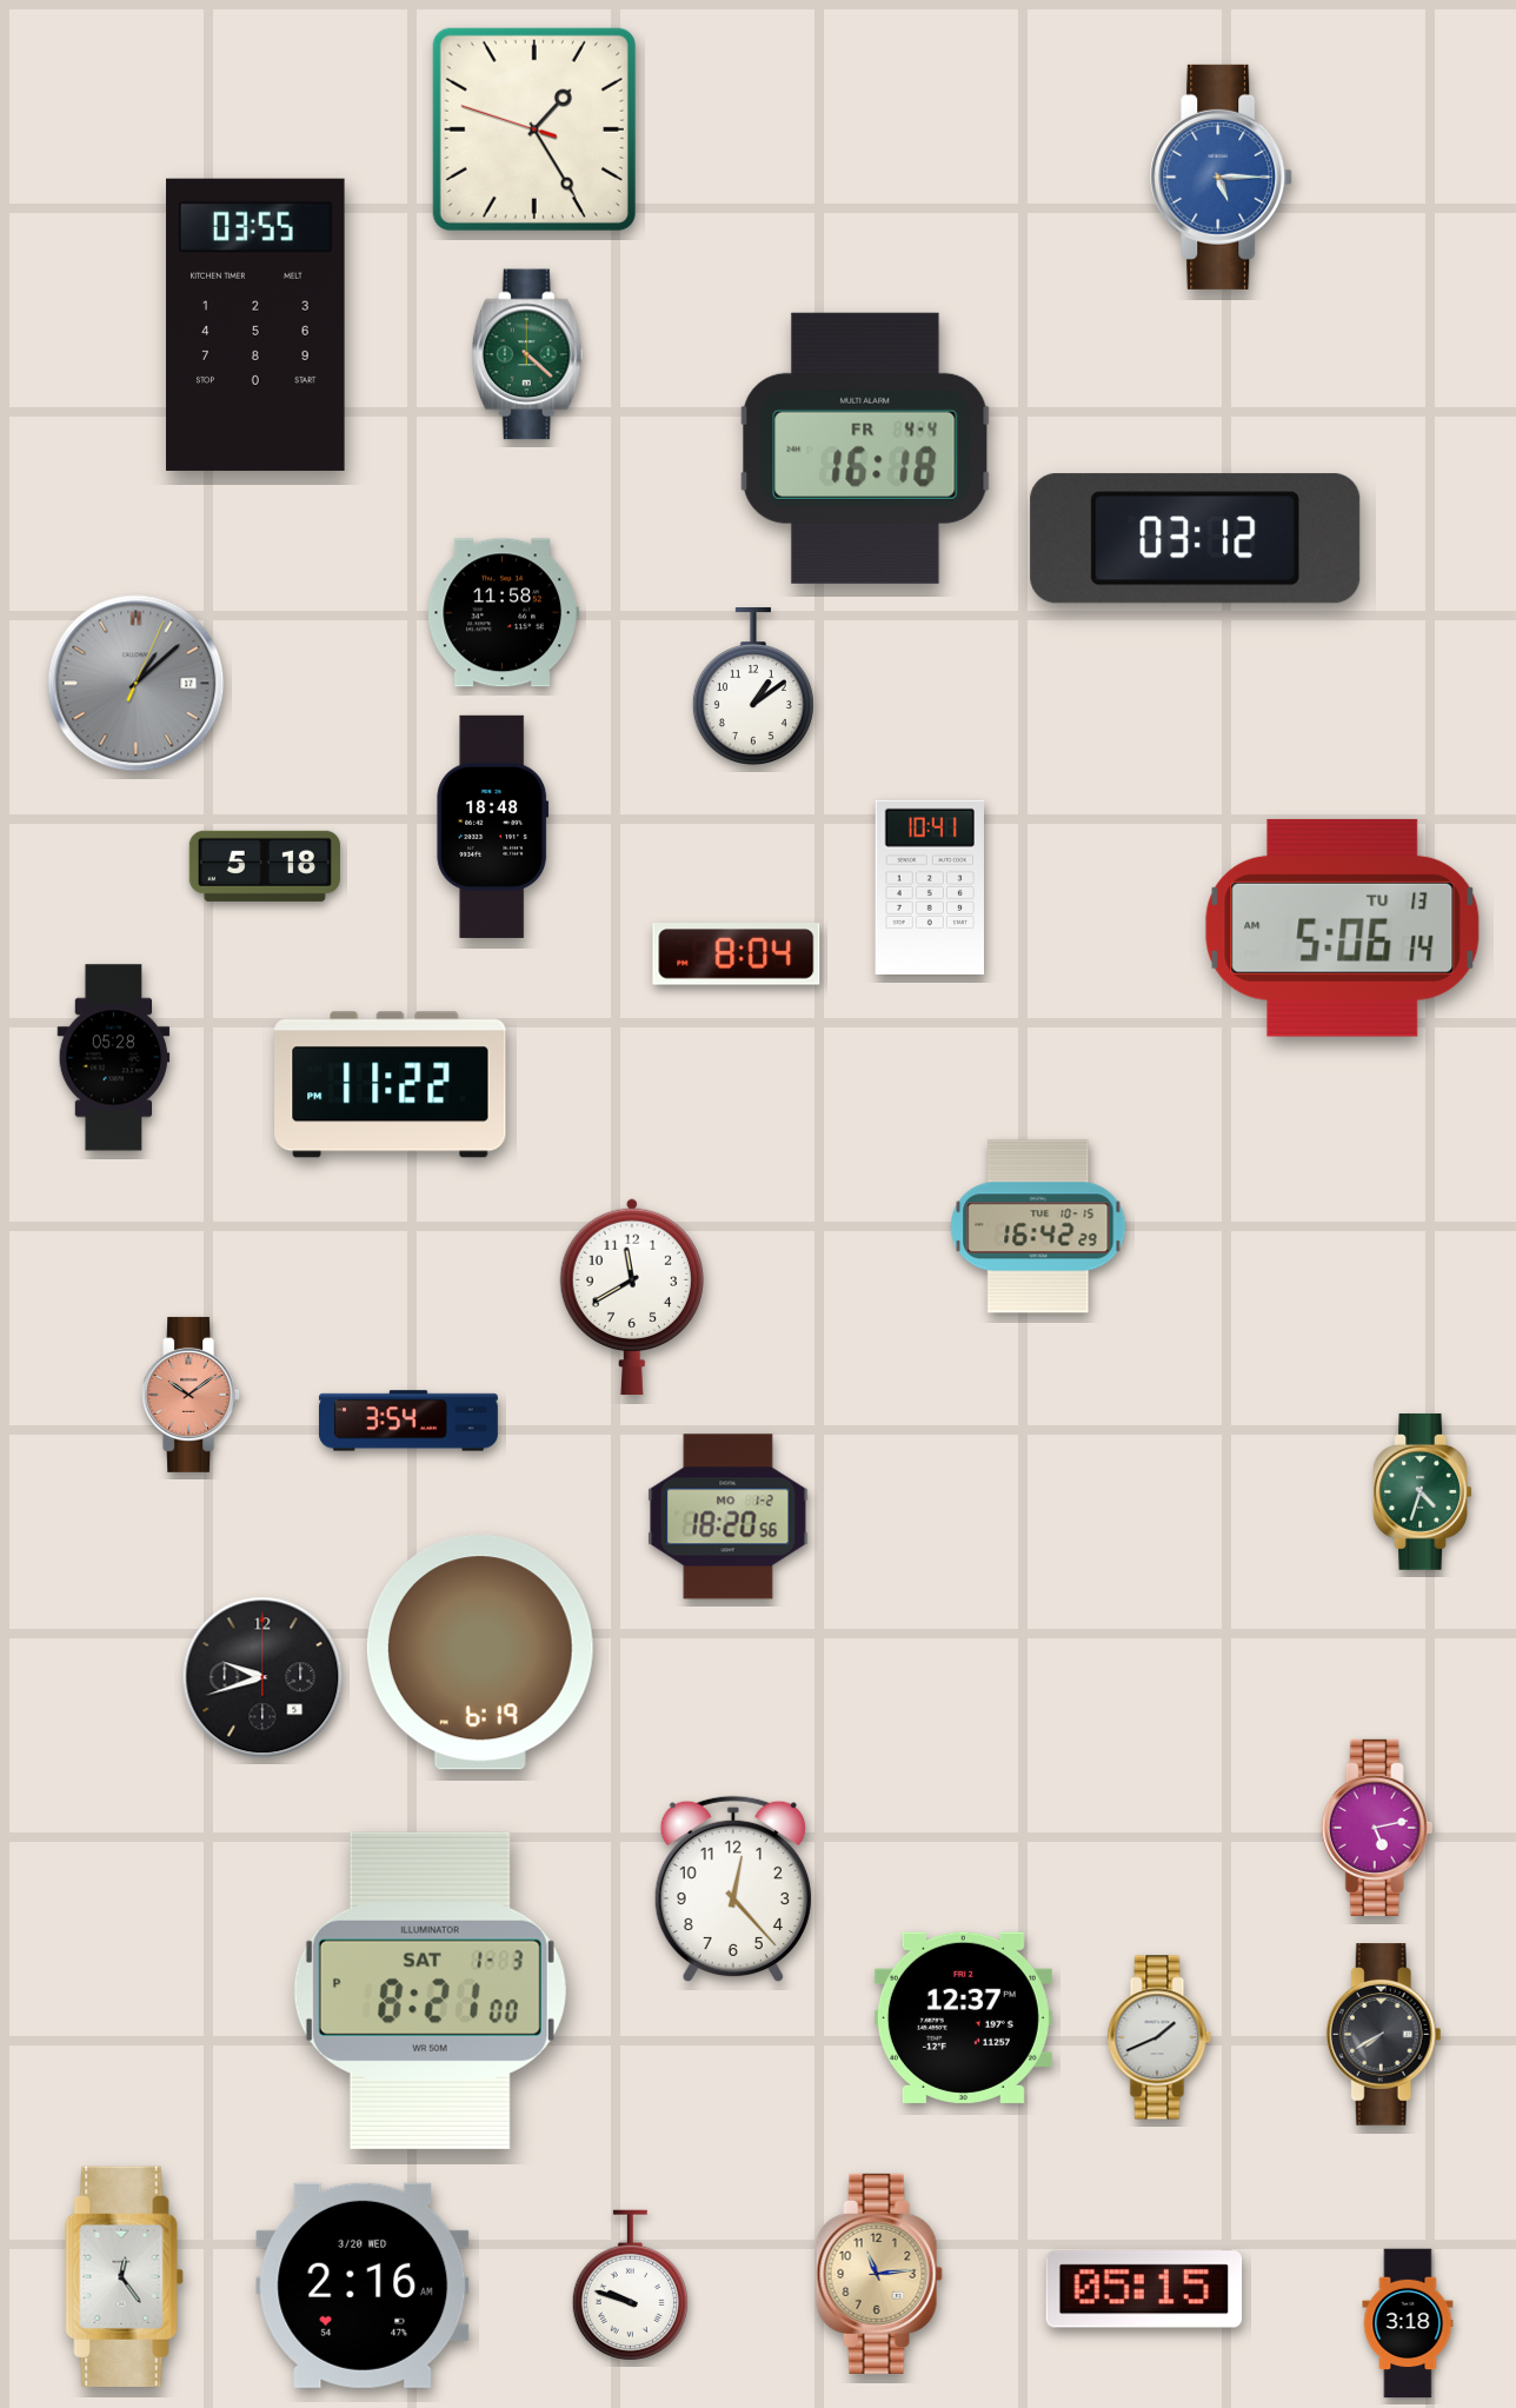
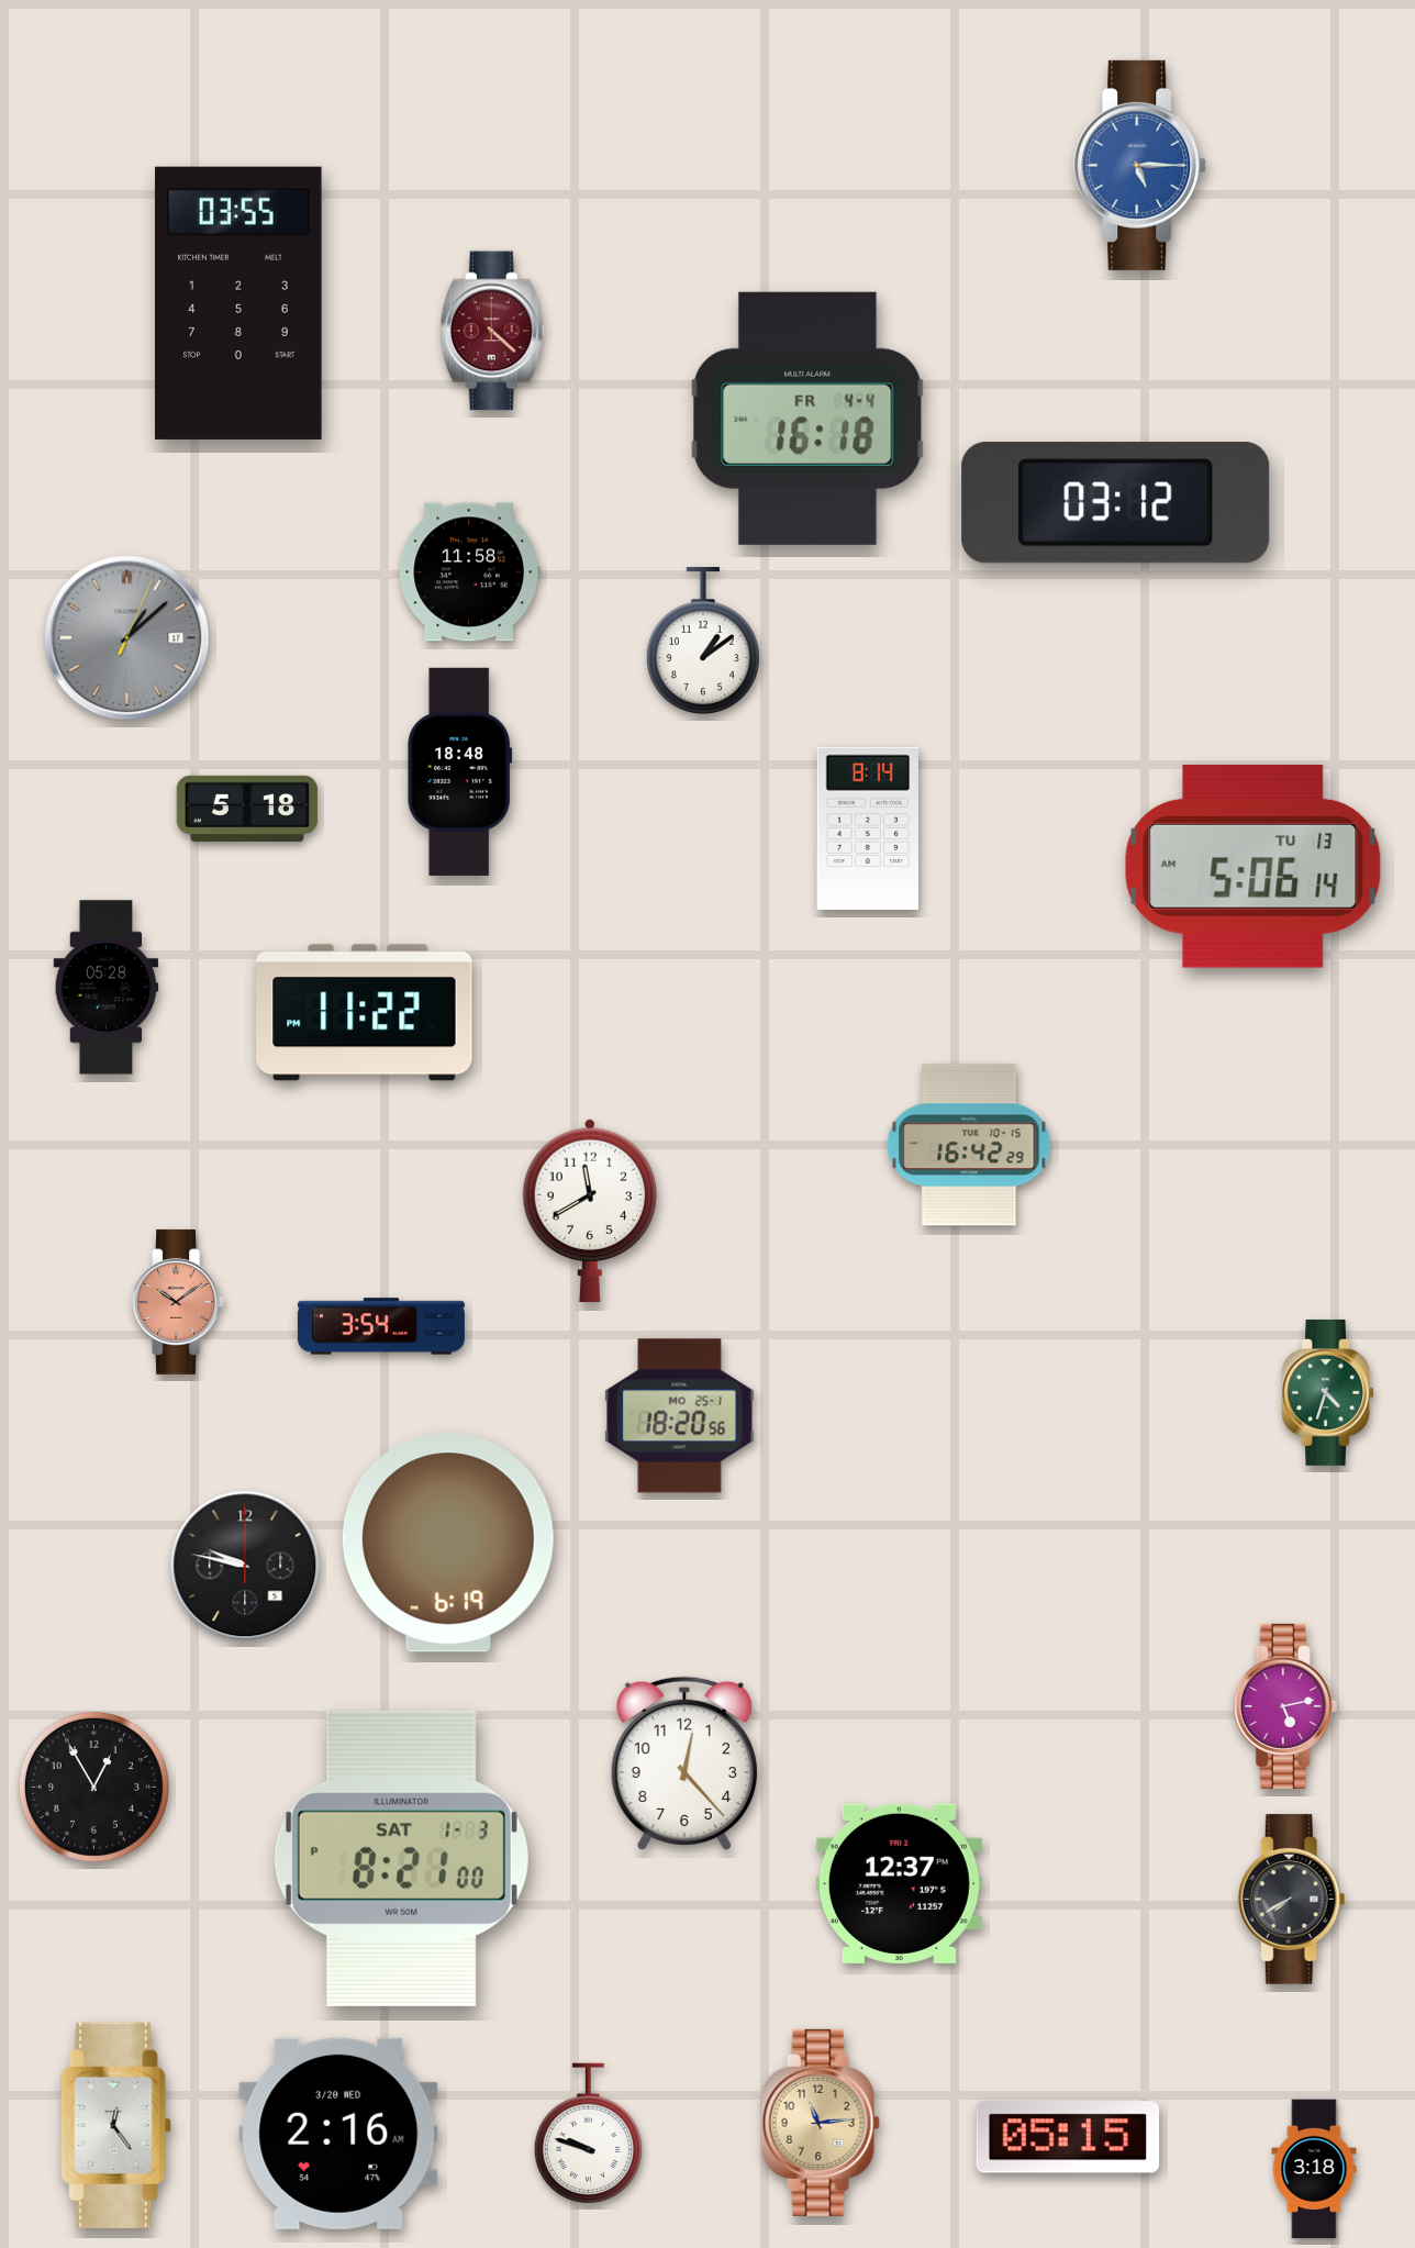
clock at (534, 129): 1:24 -> none
clock at (527, 354) dial: green -> burgundy
clock at (929, 887): 10:41 -> 8:14
clock at (737, 954): 8:04 -> none
clock at (729, 1517) date: MO 1-2 -> MO 25-1
clock at (262, 1677): 9:42 -> 9:47
clock at (93, 1787): none -> 12:55
clock at (1159, 2037): 1:41 -> none
